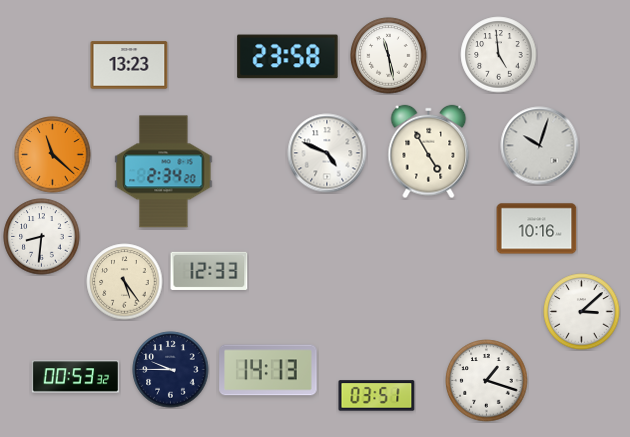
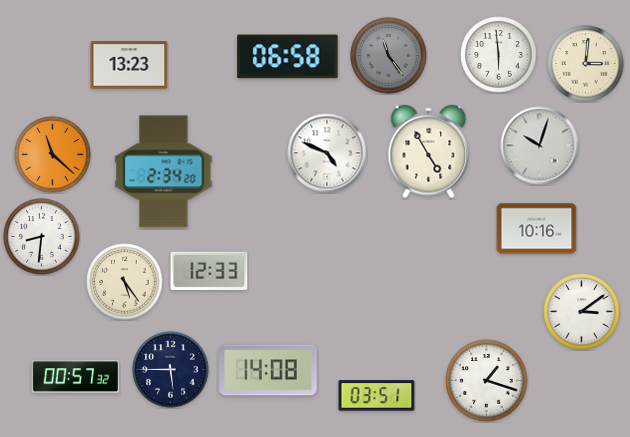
clock at (499, 55): 4:59 -> 5:59
clock at (389, 56): 11:28 -> 11:24
clock at (389, 56) dial: white -> grey
clock at (288, 57): 23:58 -> 06:58
clock at (586, 64): none -> 3:01
clock at (582, 312): 3:08 -> 3:09
clock at (171, 370): 9:45 -> 5:45
clock at (268, 370): 14:13 -> 14:08
clock at (75, 377): 00:53 -> 00:57
